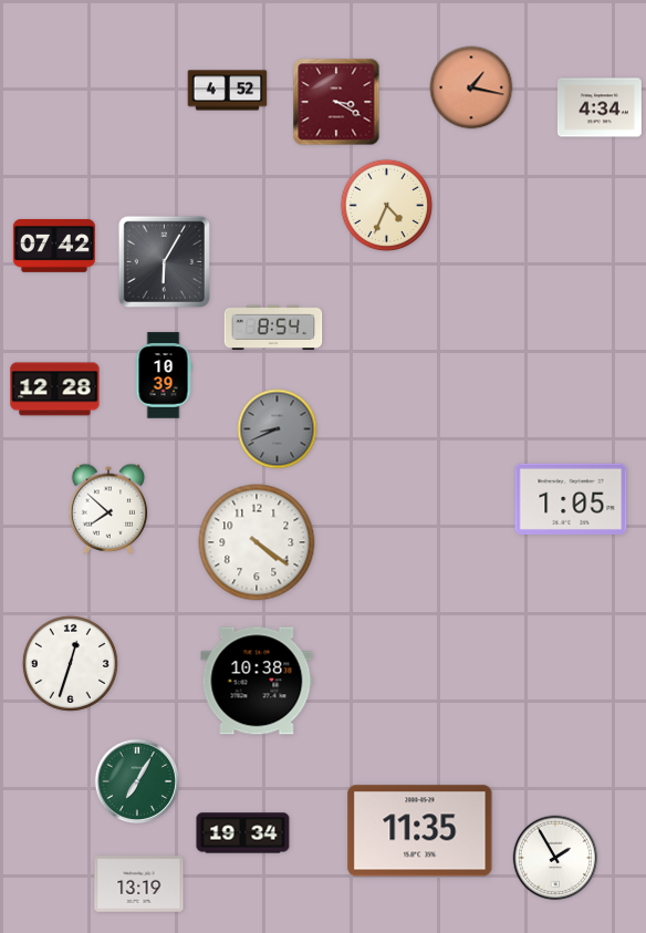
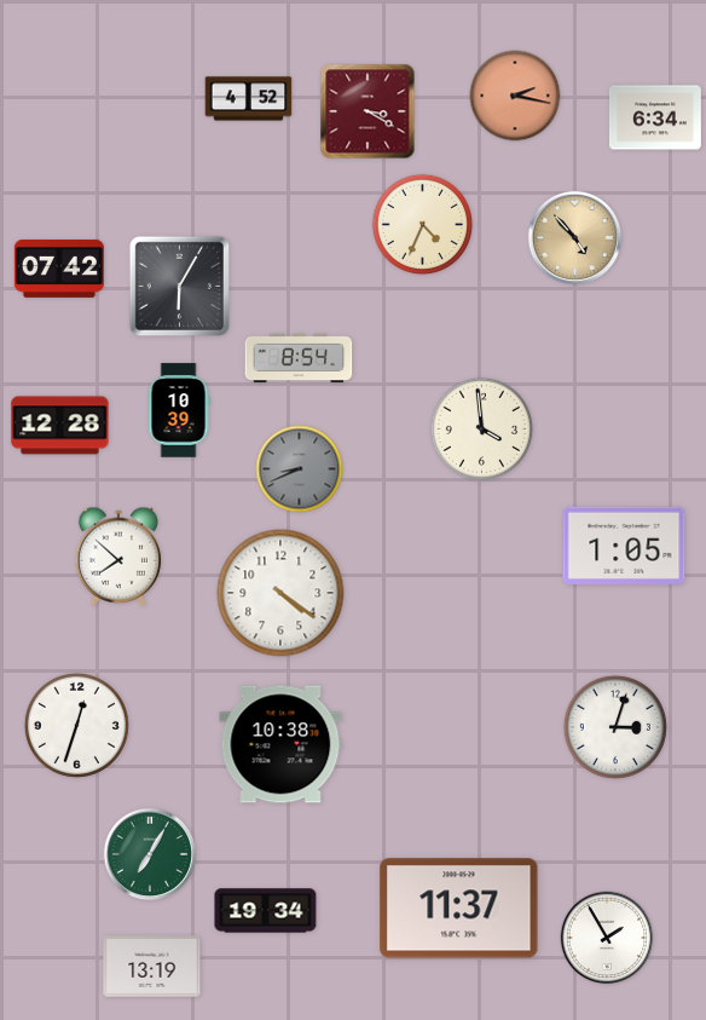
clock at (471, 87): 1:17 -> 2:17
clock at (600, 107): 4:34 -> 6:34
clock at (575, 238): none -> 4:53
clock at (481, 428): none -> 3:59
clock at (278, 429) position: (278, 429) -> (300, 469)
clock at (615, 727): none -> 3:03
clock at (420, 831): 11:35 -> 11:37
